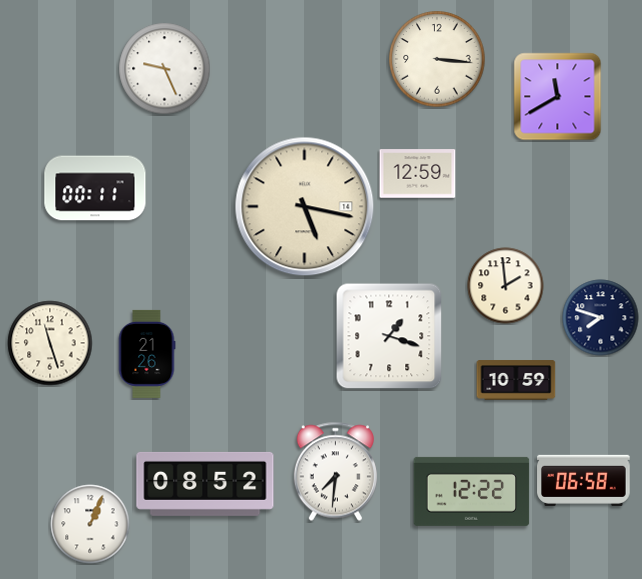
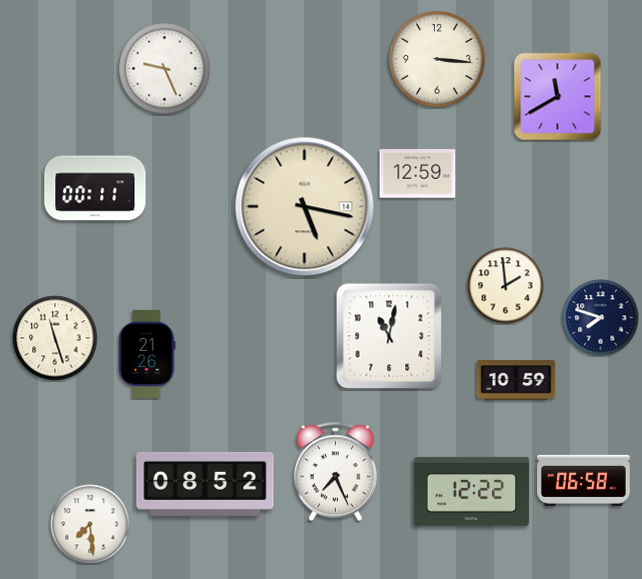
clock at (389, 336): 1:18 -> 11:02
clock at (50, 343) position: (50, 343) -> (55, 338)
clock at (335, 472): 7:31 -> 7:26
clock at (90, 524): 1:04 -> 7:29
